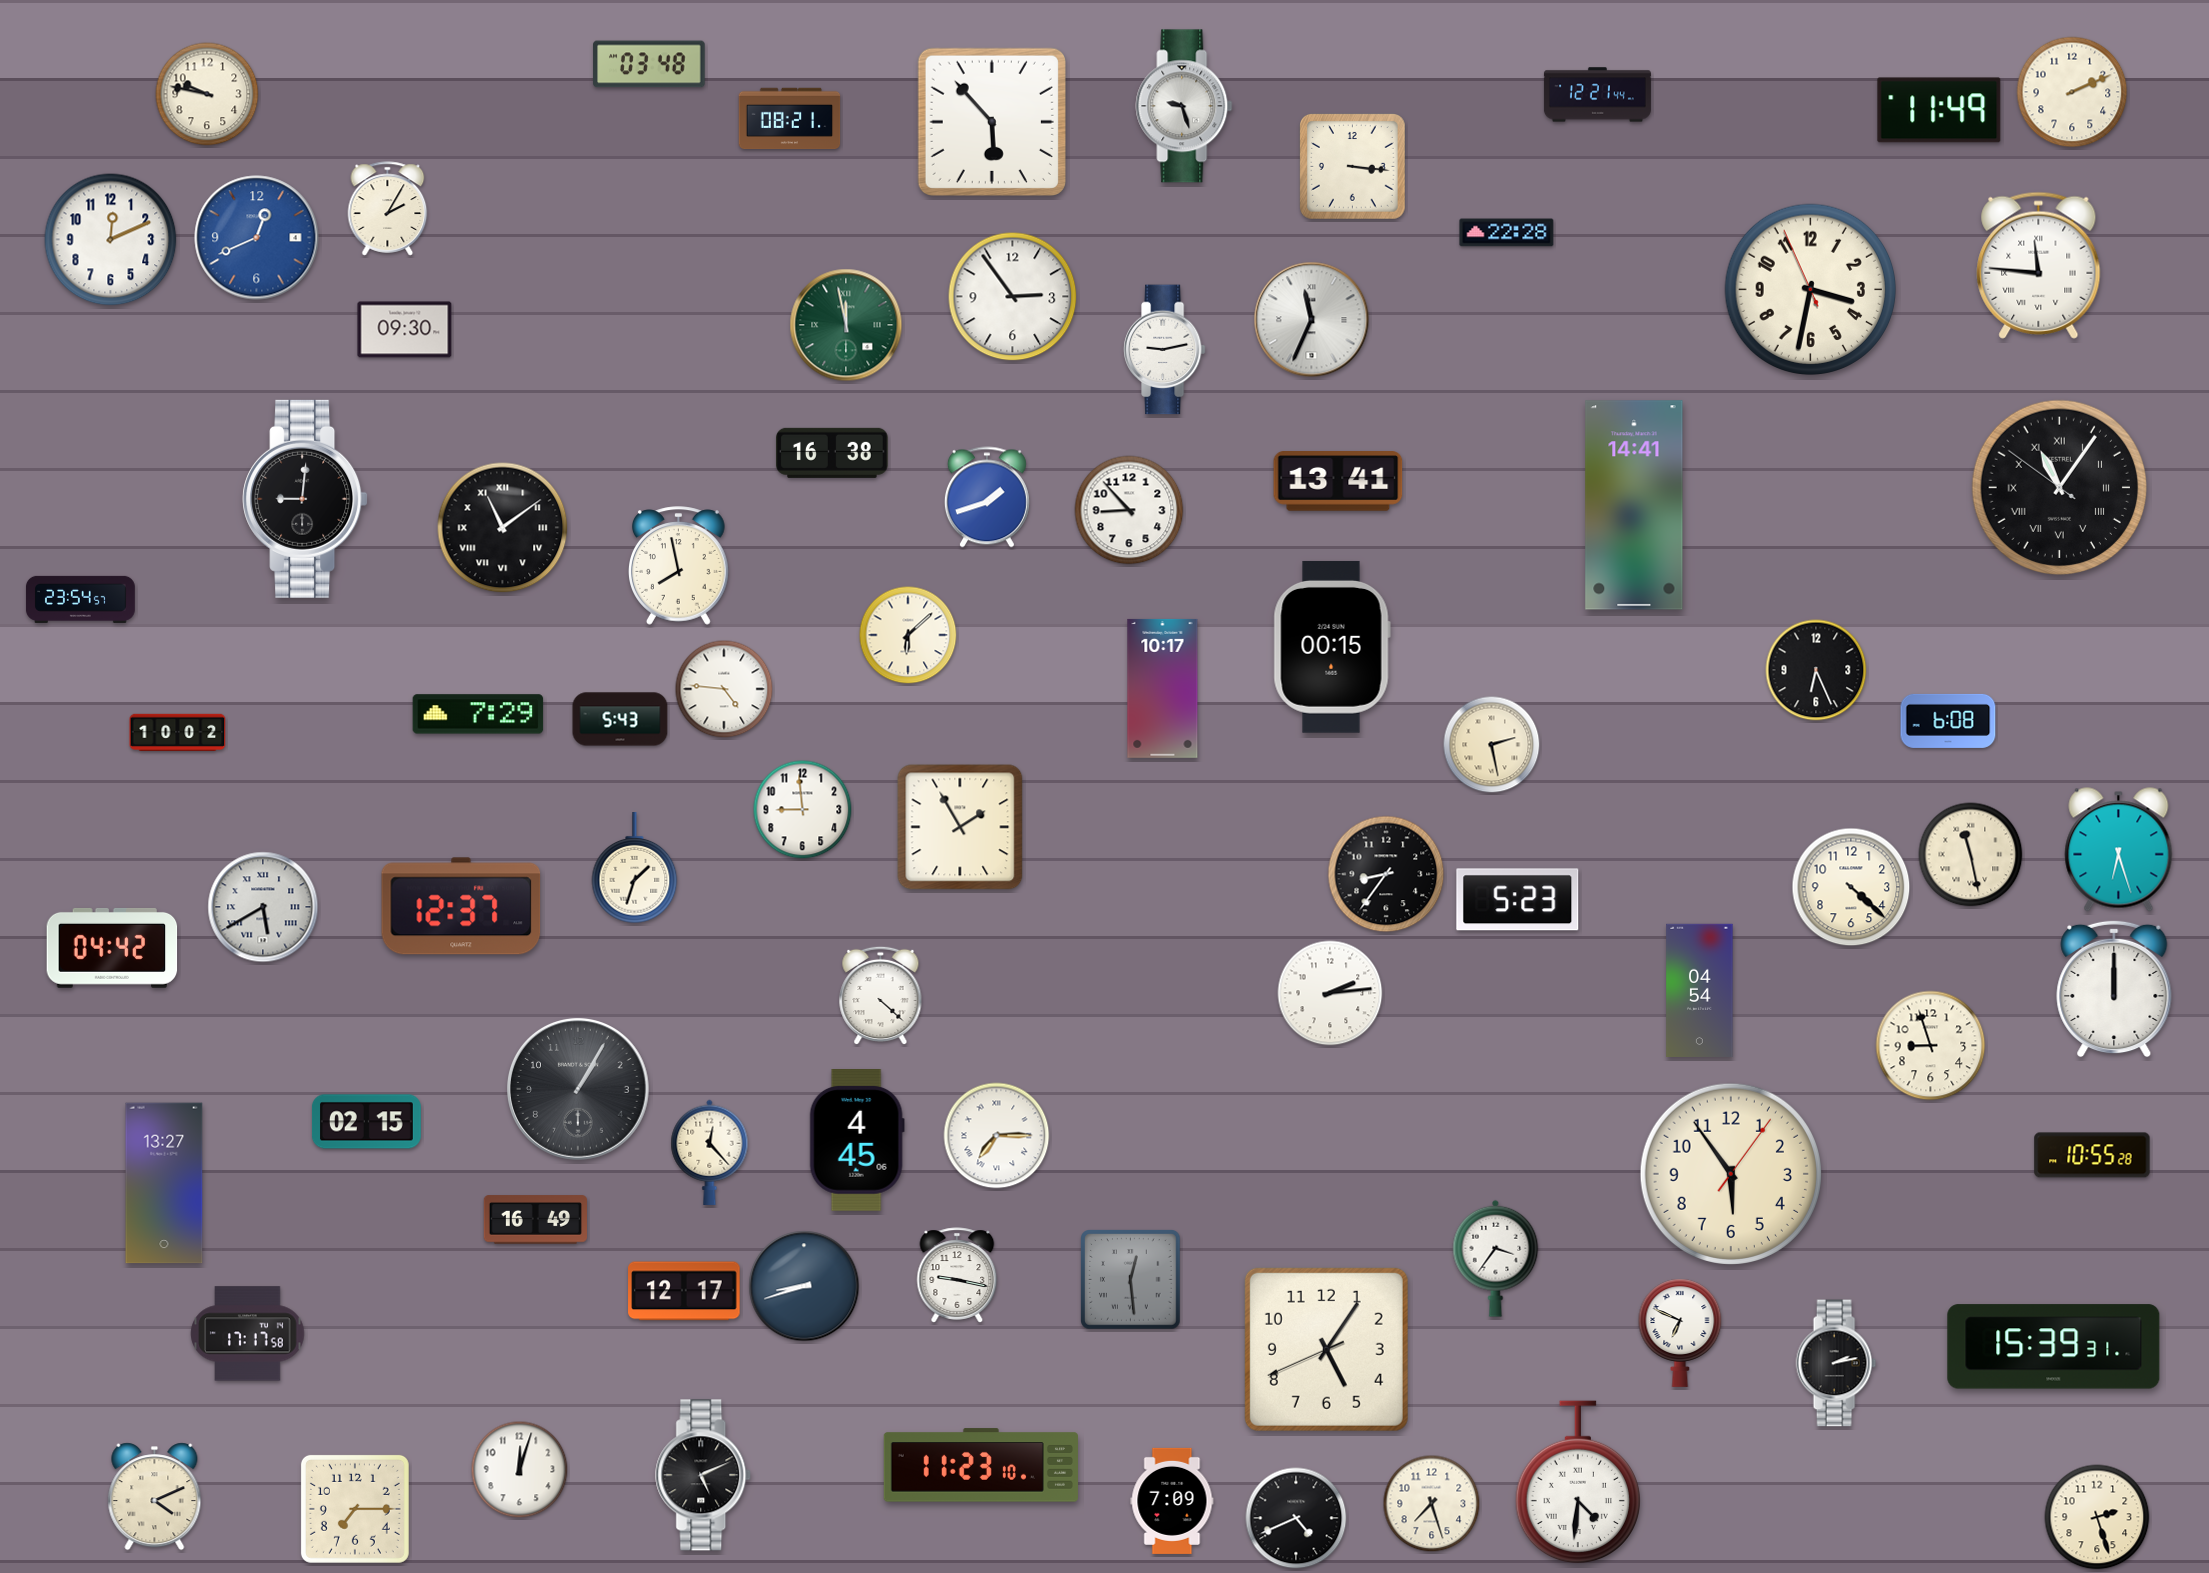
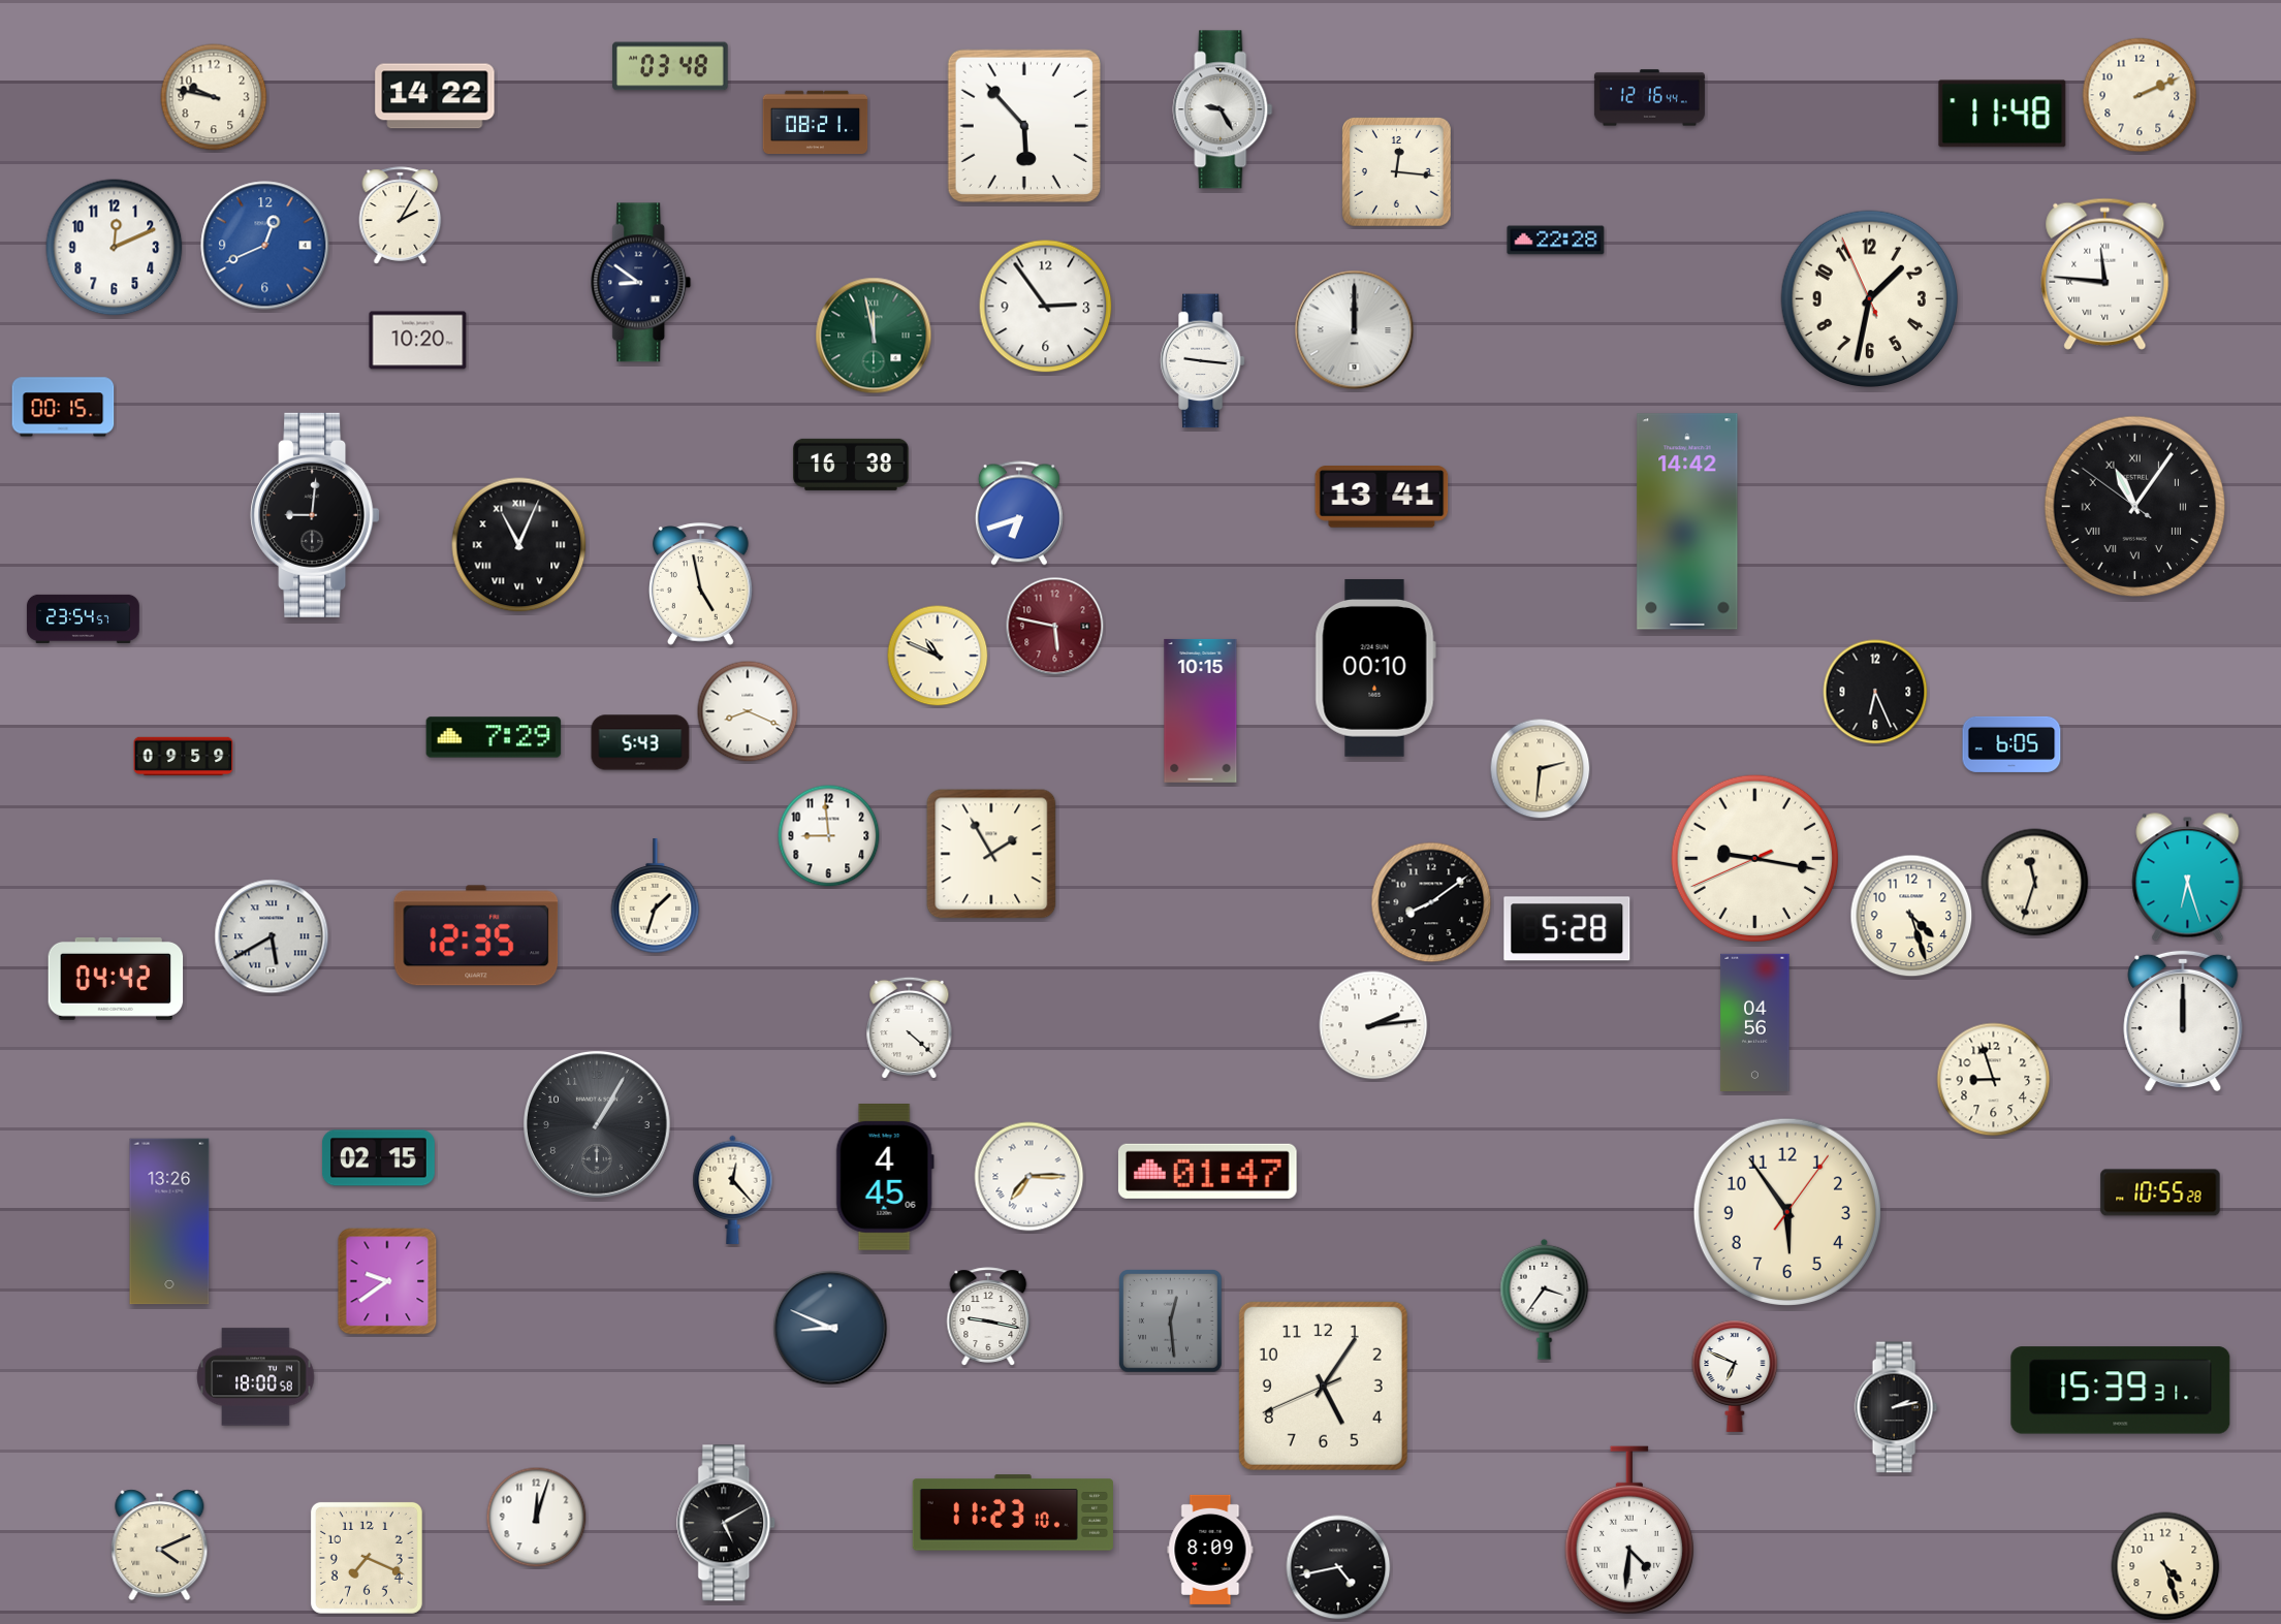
clock at (435, 96): none -> 14:22
clock at (1597, 95): 12:21 -> 12:16
clock at (1184, 106): 9:27 -> 9:25
clock at (1939, 110): 11:49 -> 11:48
clock at (1353, 167): 3:16 -> 12:16
clock at (641, 283): none -> 8:51
clock at (1810, 289): 3:31 -> 1:31
clock at (1312, 320): 11:34 -> 12:00
clock at (405, 330): 09:30 -> 10:20
clock at (1164, 350): 9:13 -> 9:16
clock at (63, 407): none -> 00:15
clock at (832, 453) position: (832, 453) -> (851, 465)
clock at (2059, 487) position: (2059, 487) -> (2134, 506)
clock at (987, 497): 1:42 -> 6:42
clock at (1634, 505): 14:41 -> 14:42
clock at (1129, 510): 8:53 -> none
clock at (503, 528): 11:09 -> 11:04
clock at (679, 566): 7:58 -> 4:58
clock at (1055, 627): none -> 5:47
clock at (908, 635): 6:08 -> 10:49
clock at (1332, 647): 00:15 -> 00:10
clock at (1163, 688): 10:17 -> 10:15
clock at (724, 689): 4:46 -> 8:19
clock at (1948, 721): 6:08 -> 6:05
clock at (178, 732): 10:02 -> 09:59
clock at (1492, 745): 2:28 -> 2:31
clock at (1755, 859): none -> 9:16
clock at (1971, 855): 11:28 -> 11:33
clock at (1386, 874): 8:36 -> 8:09
clock at (1851, 887): 4:22 -> 4:27
clock at (1518, 900): 5:23 -> 5:28
clock at (461, 906): 12:37 -> 12:35
clock at (1700, 990): 04:54 -> 04:56
clock at (1207, 1171): none -> 01:47
clock at (997, 1136) position: (997, 1136) -> (1029, 1177)
clock at (164, 1183): 13:27 -> 13:26
clock at (535, 1220): 16:49 -> none
clock at (387, 1281): none -> 9:39
clock at (1131, 1280) position: (1131, 1280) -> (1171, 1322)
clock at (804, 1286): 8:42 -> 8:49
clock at (684, 1291): 12:17 -> none
clock at (248, 1334): 17:17 -> 18:00
clock at (1326, 1349) position: (1326, 1349) -> (1323, 1386)
clock at (704, 1475): 5:11 -> 5:10
clock at (1172, 1501): 7:09 -> 8:09
clock at (1432, 1504): 7:27 -> none
clock at (355, 1509): 7:15 -> 7:19
clock at (2097, 1517): 2:27 -> 4:27
clock at (1296, 1518): 4:41 -> 4:43
